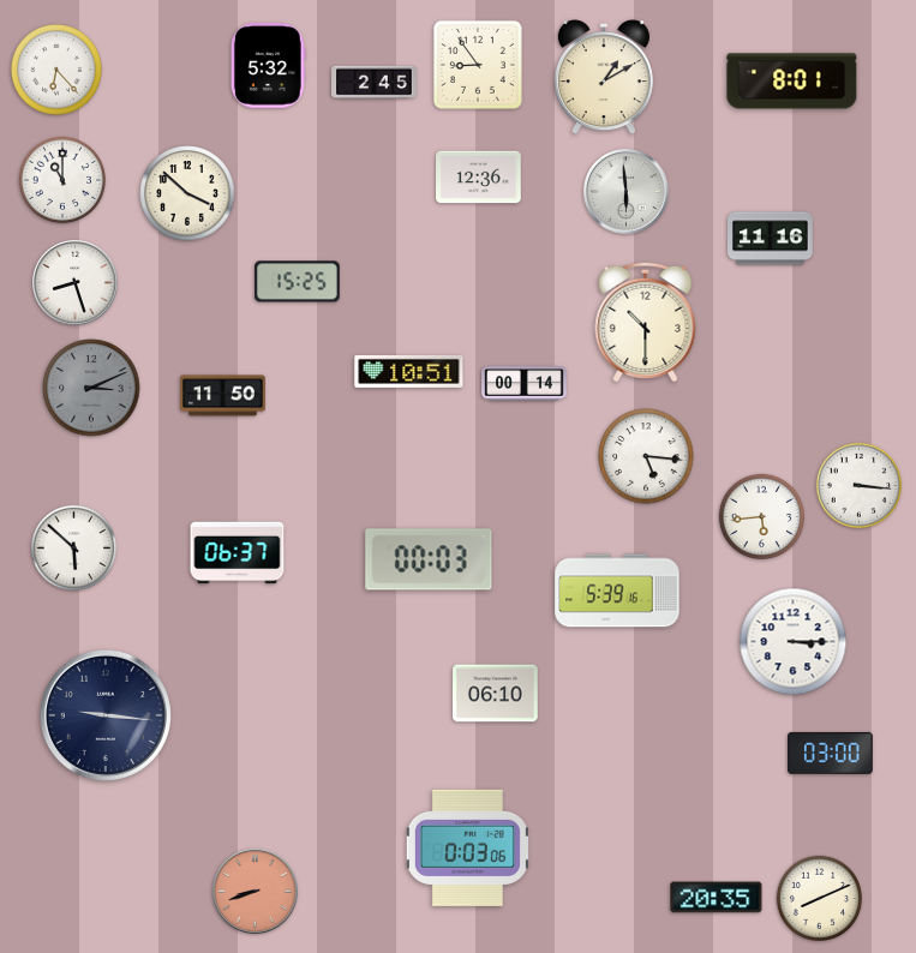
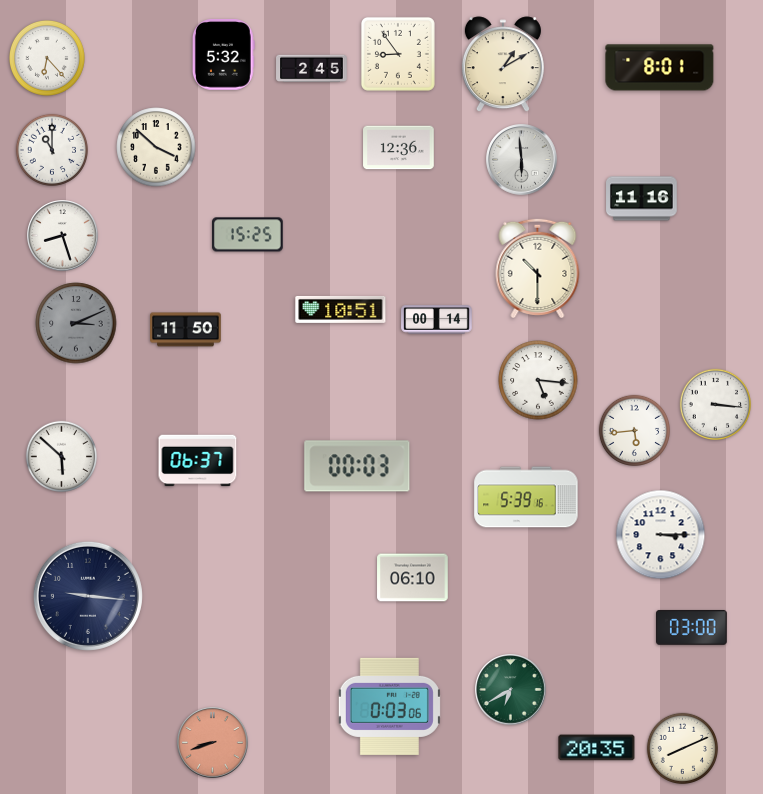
clock at (187, 193) position: (187, 193) -> (156, 147)
clock at (617, 591) position: (617, 591) -> (526, 497)
clock at (511, 690): none -> 6:40
